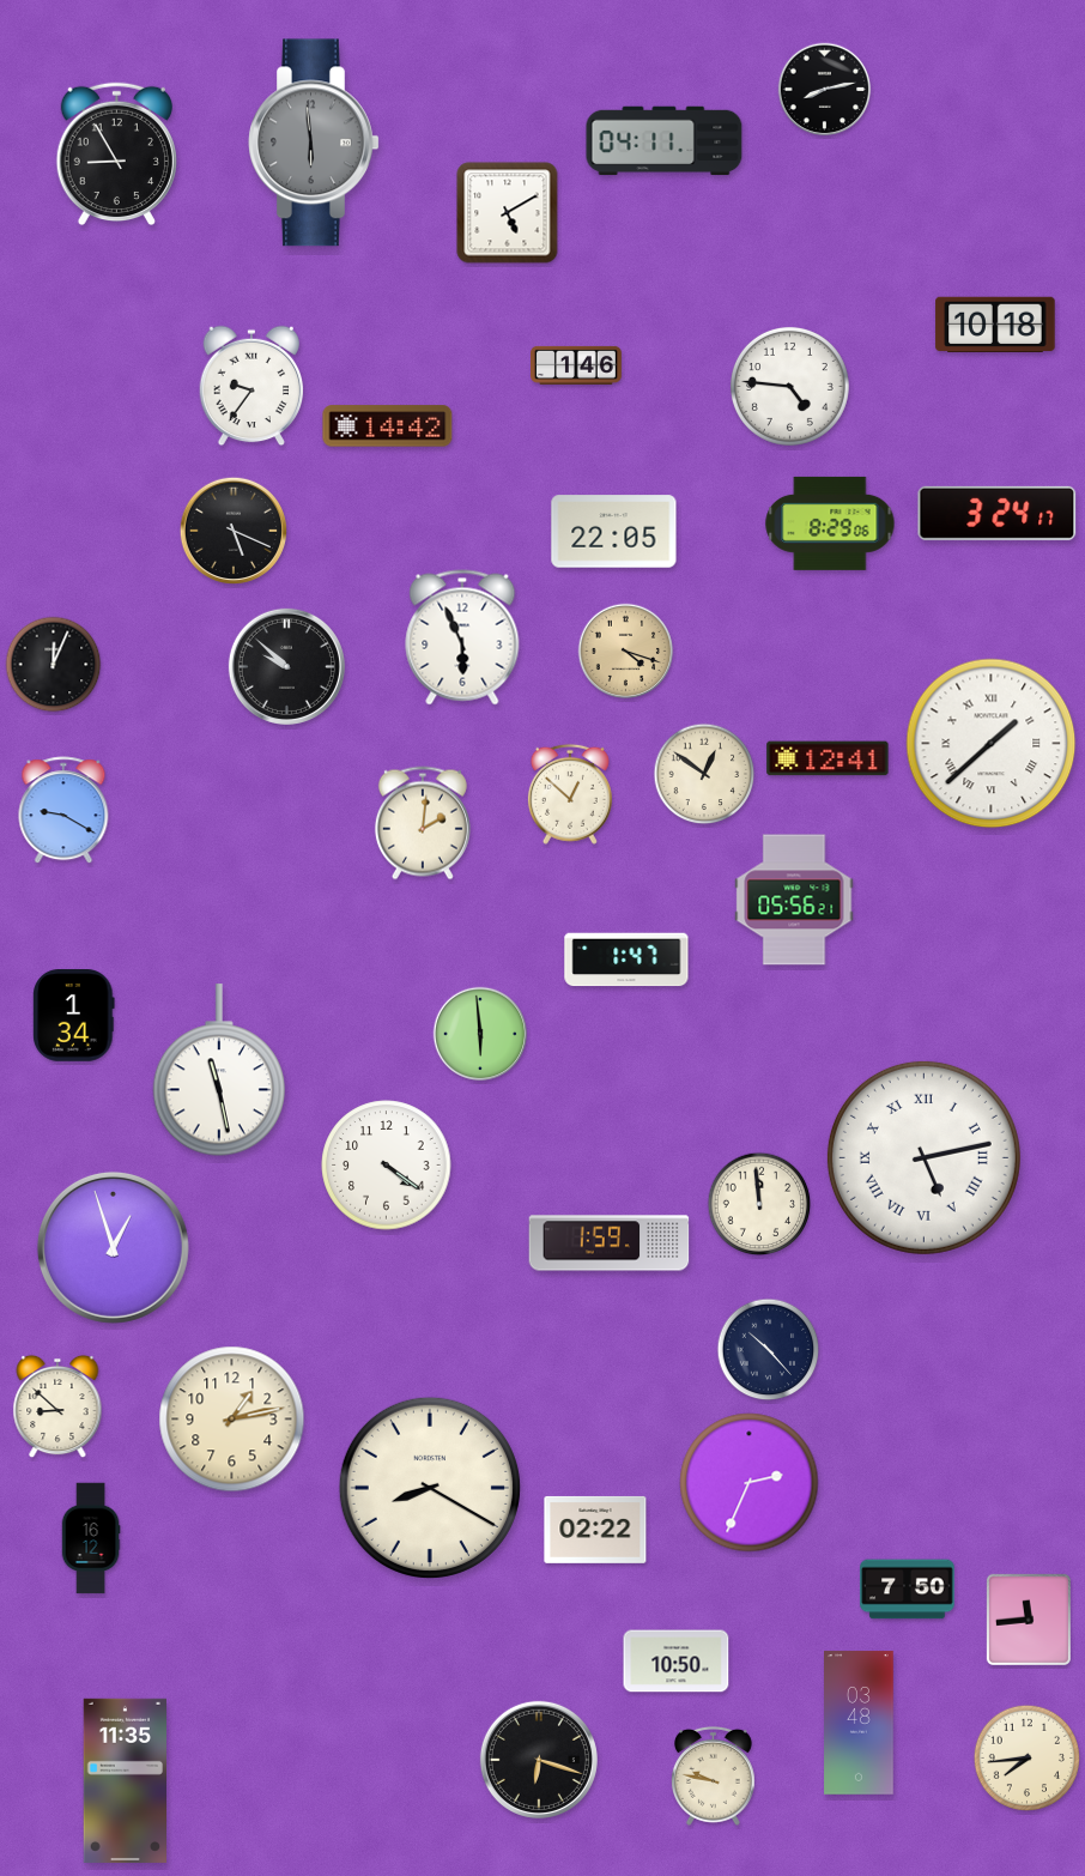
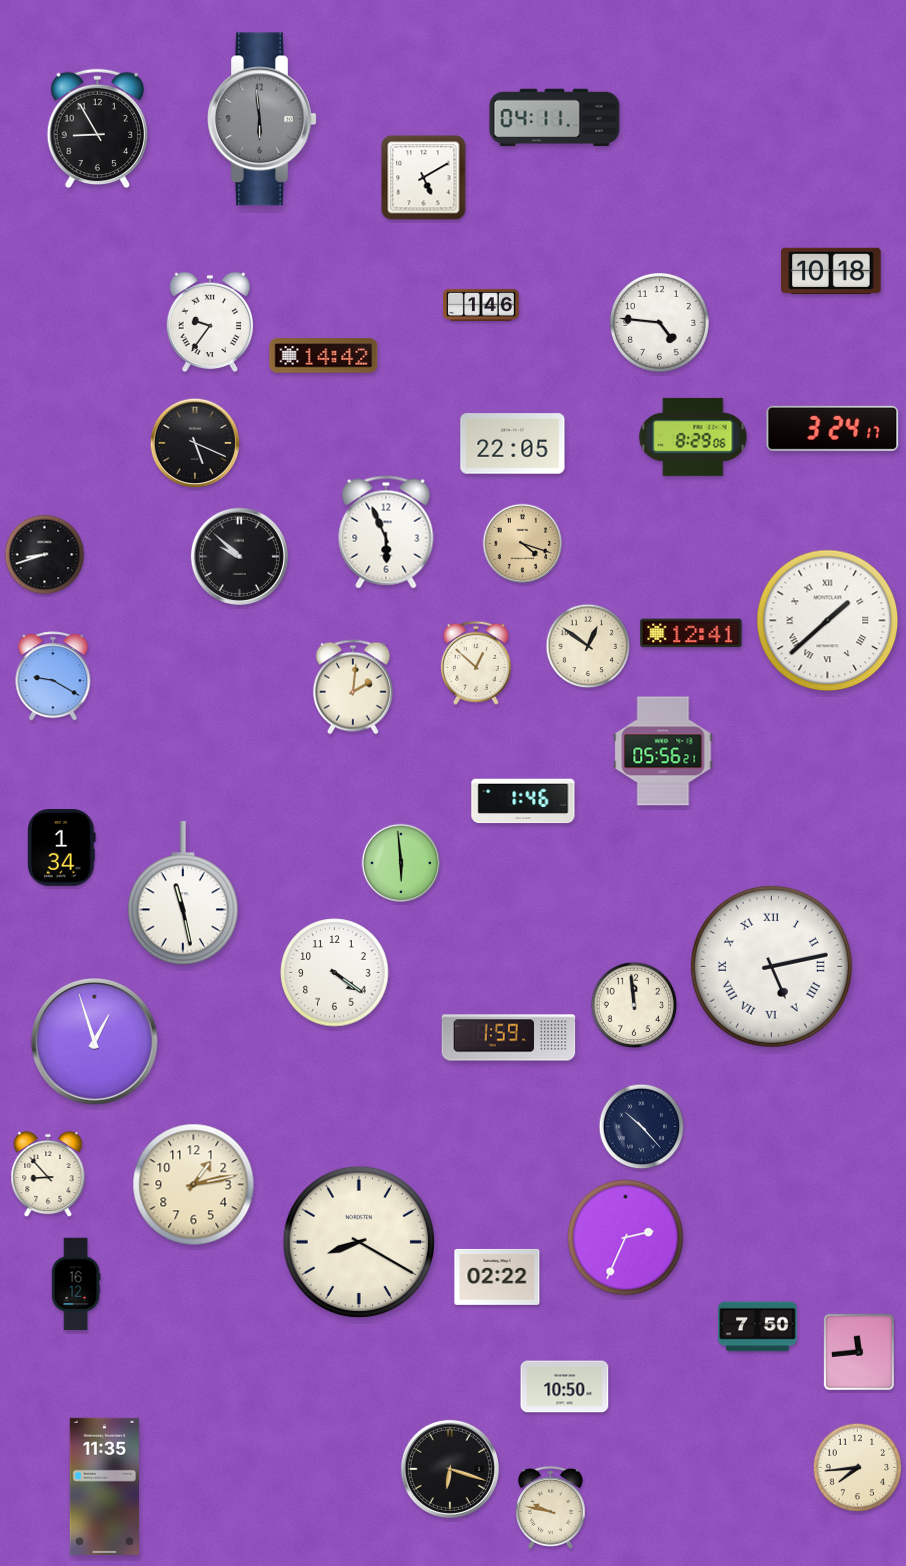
clock at (825, 90): 8:13 -> none
clock at (54, 665): 12:04 -> 8:42
clock at (626, 960): 1:47 -> 1:46
clock at (387, 1166) position: (387, 1166) -> (335, 973)
clock at (57, 1406): 8:52 -> 8:53
clock at (859, 1723): 03:48 -> none
clock at (713, 1775) position: (713, 1775) -> (550, 1507)
